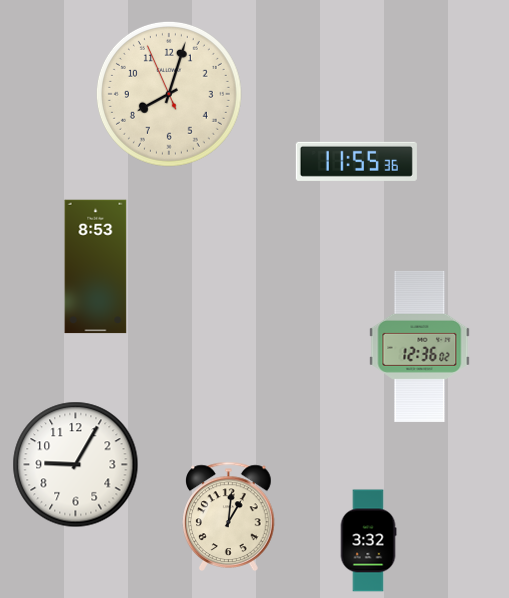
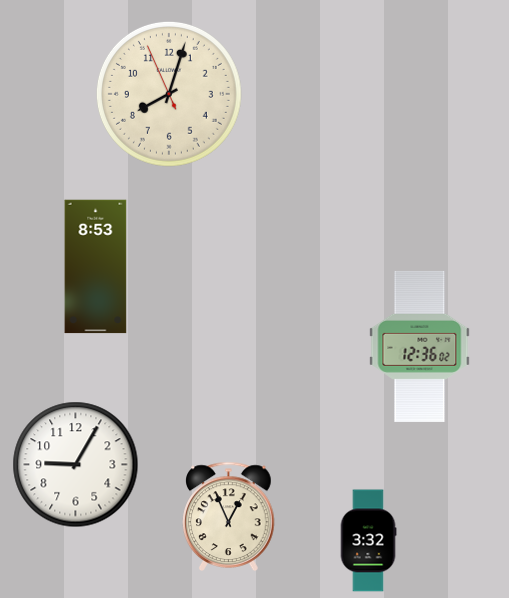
clock at (356, 161): 11:55 -> none
clock at (229, 516): 1:01 -> 12:56
